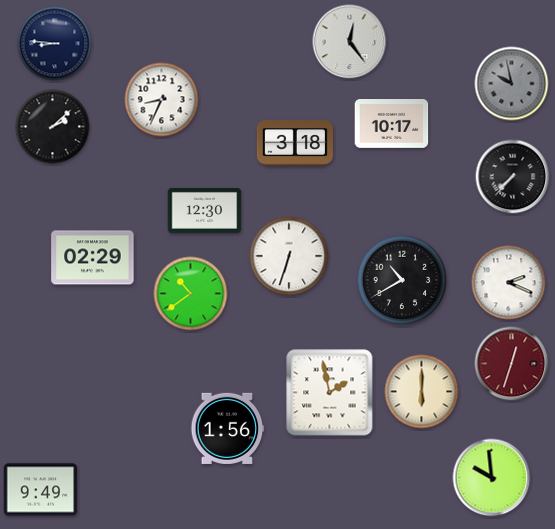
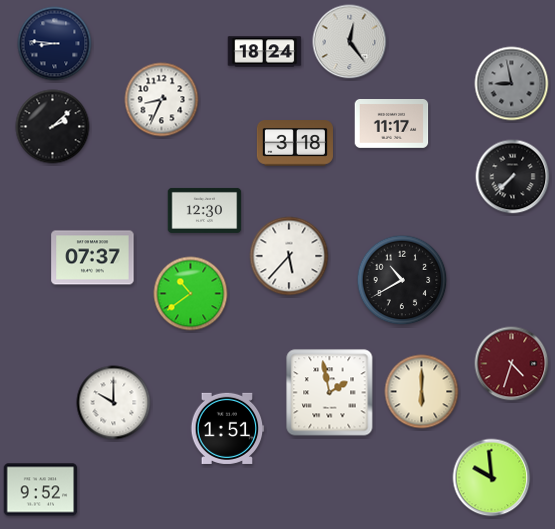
clock at (265, 52): none -> 18:24
clock at (512, 84): 9:58 -> 8:58
clock at (392, 124): 10:17 -> 11:17
clock at (289, 256): 6:33 -> 5:37
clock at (93, 258): 02:29 -> 07:37
clock at (509, 283): 2:19 -> none
clock at (512, 364): 12:33 -> 4:33
clock at (114, 403): none -> 10:00
clock at (228, 428): 1:56 -> 1:51
clock at (41, 490): 9:49 -> 9:52
